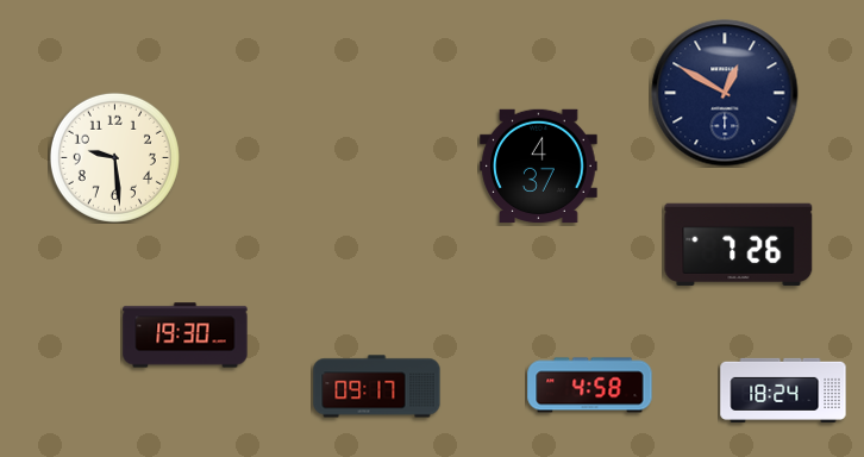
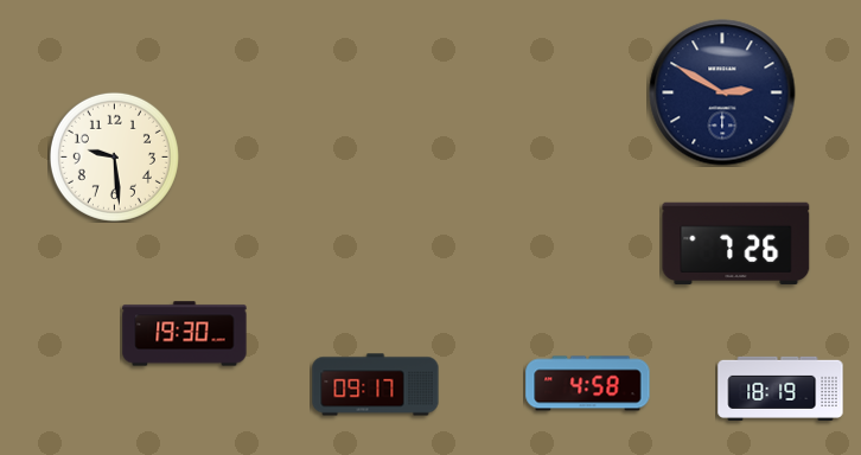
clock at (725, 93): 12:50 -> 2:50
clock at (539, 167): 4:37 -> none
clock at (783, 389): 18:24 -> 18:19
